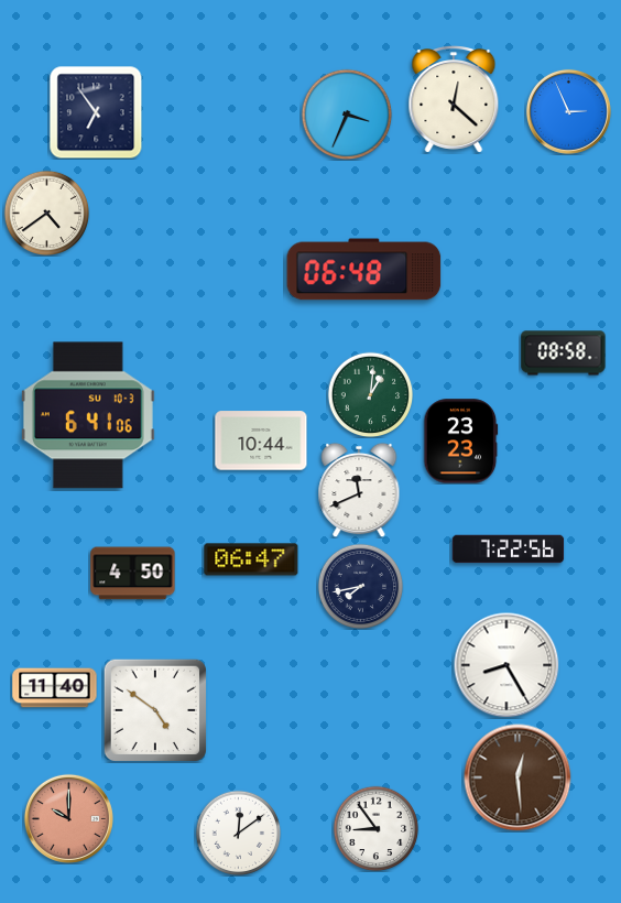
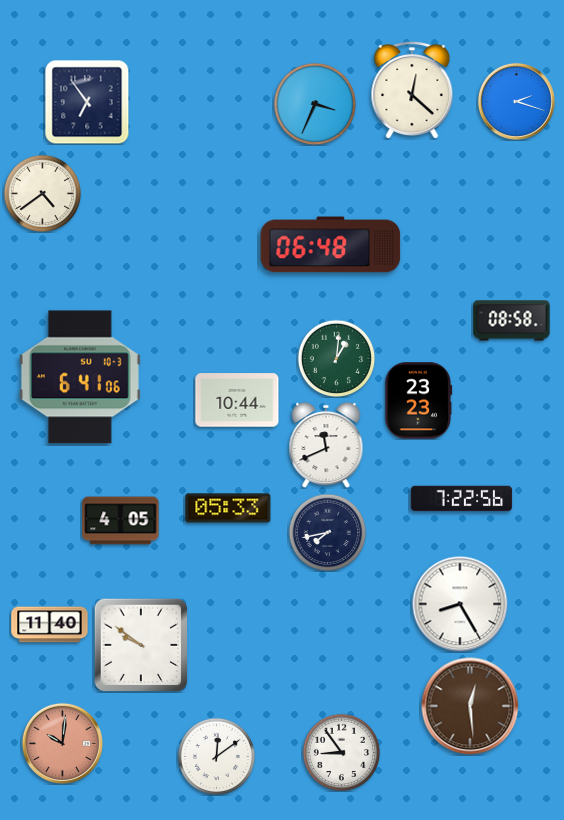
clock at (568, 111): 2:56 -> 2:18
clock at (251, 559): 06:47 -> 05:33
clock at (133, 574): 4:50 -> 4:05
clock at (154, 709): 4:51 -> 9:51
clock at (68, 818): 10:00 -> 10:01
